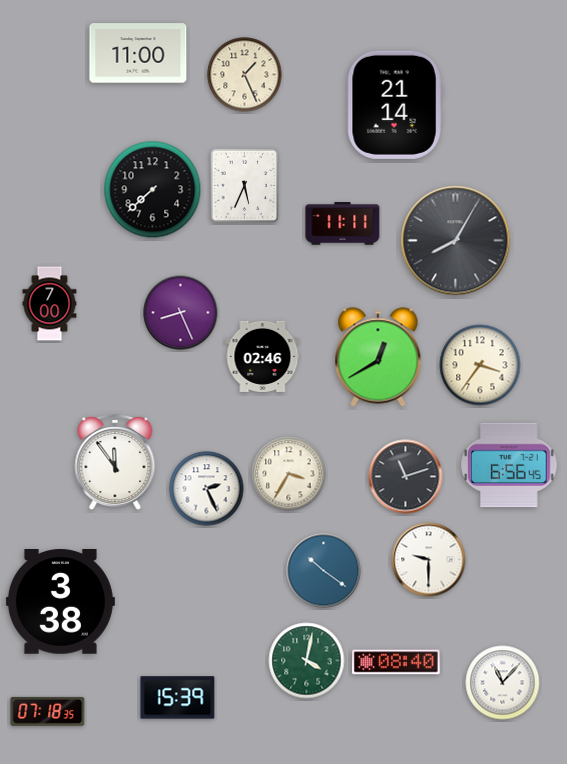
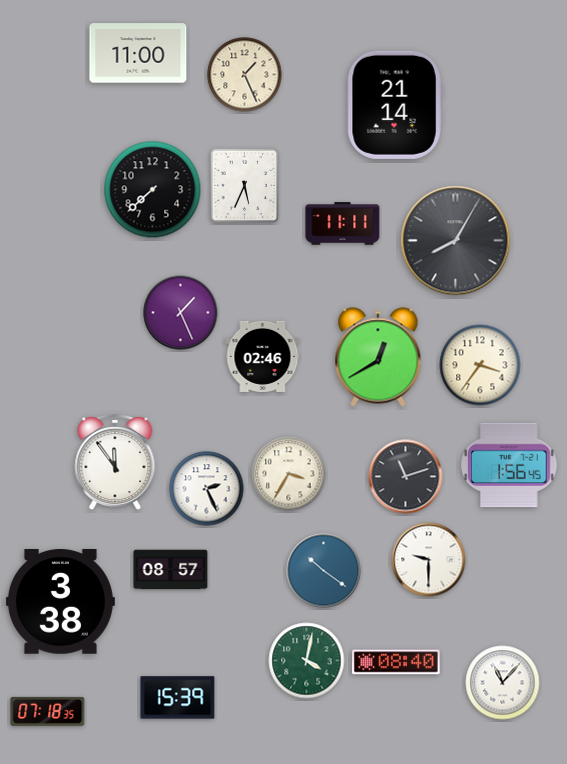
clock at (50, 304): 7:00 -> none
clock at (181, 313): 8:26 -> 1:26
clock at (509, 465): 6:56 -> 1:56
clock at (171, 570): none -> 08:57
